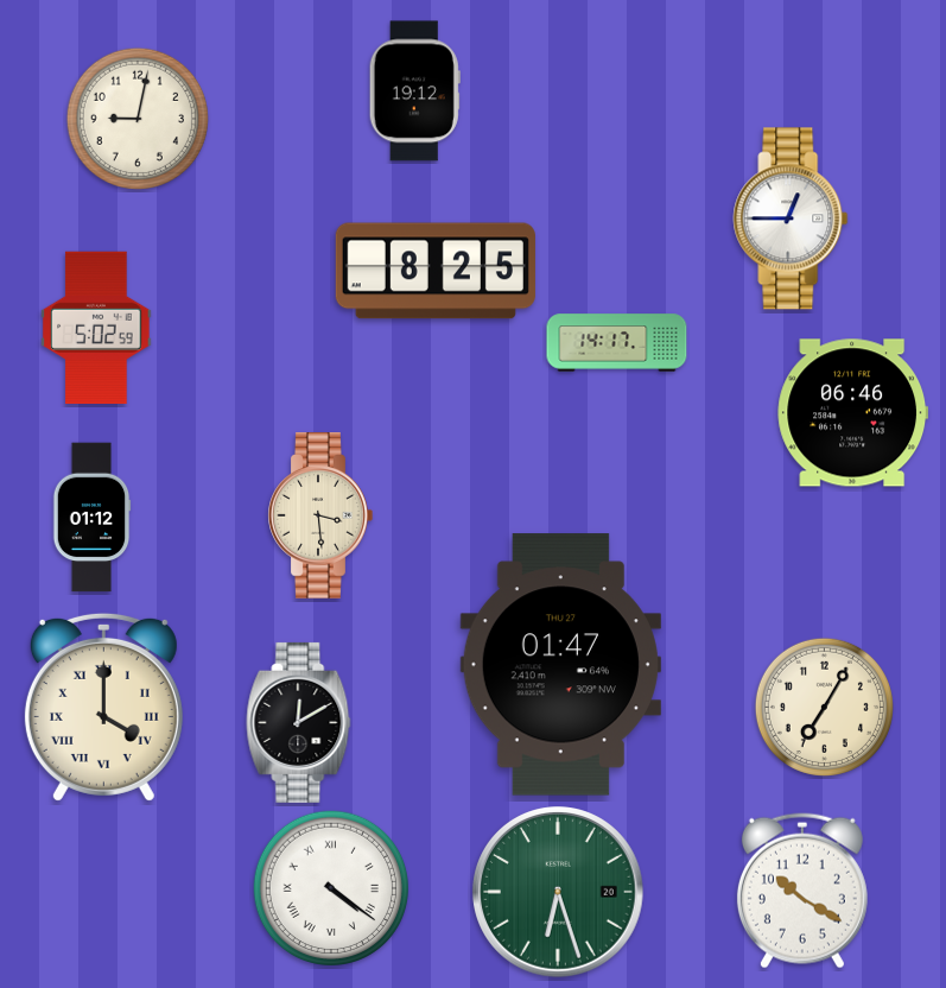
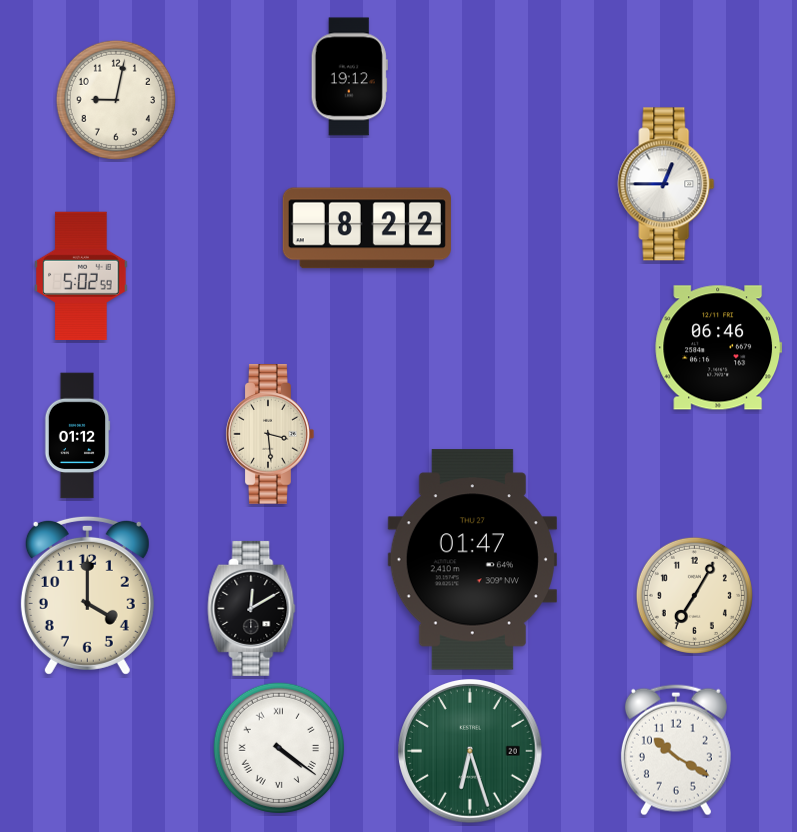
clock at (436, 271): 8:25 -> 8:22
clock at (617, 343): 14:17 -> none
clock at (103, 707) numerals: Roman -> Arabic
